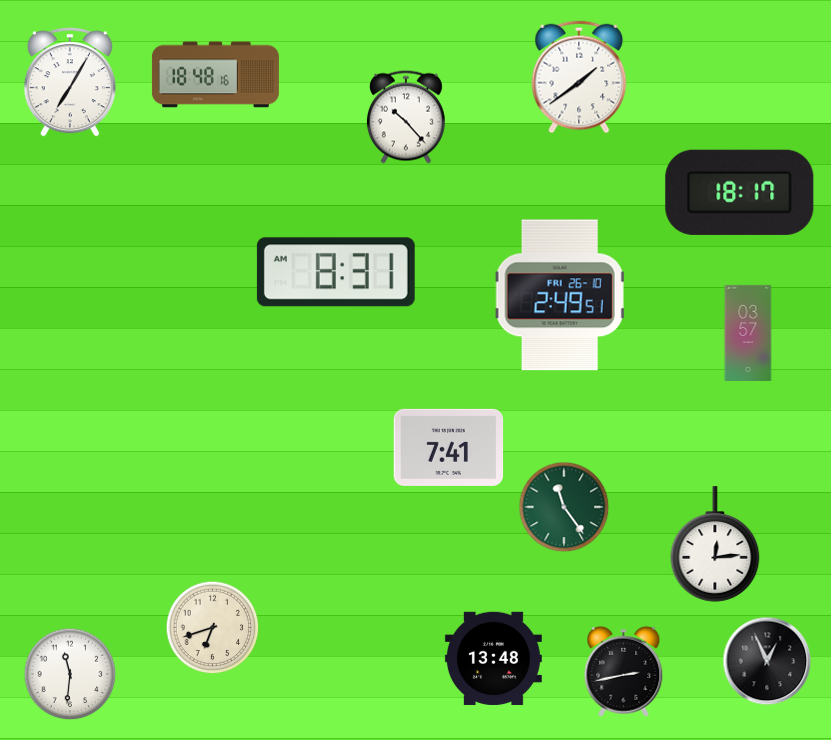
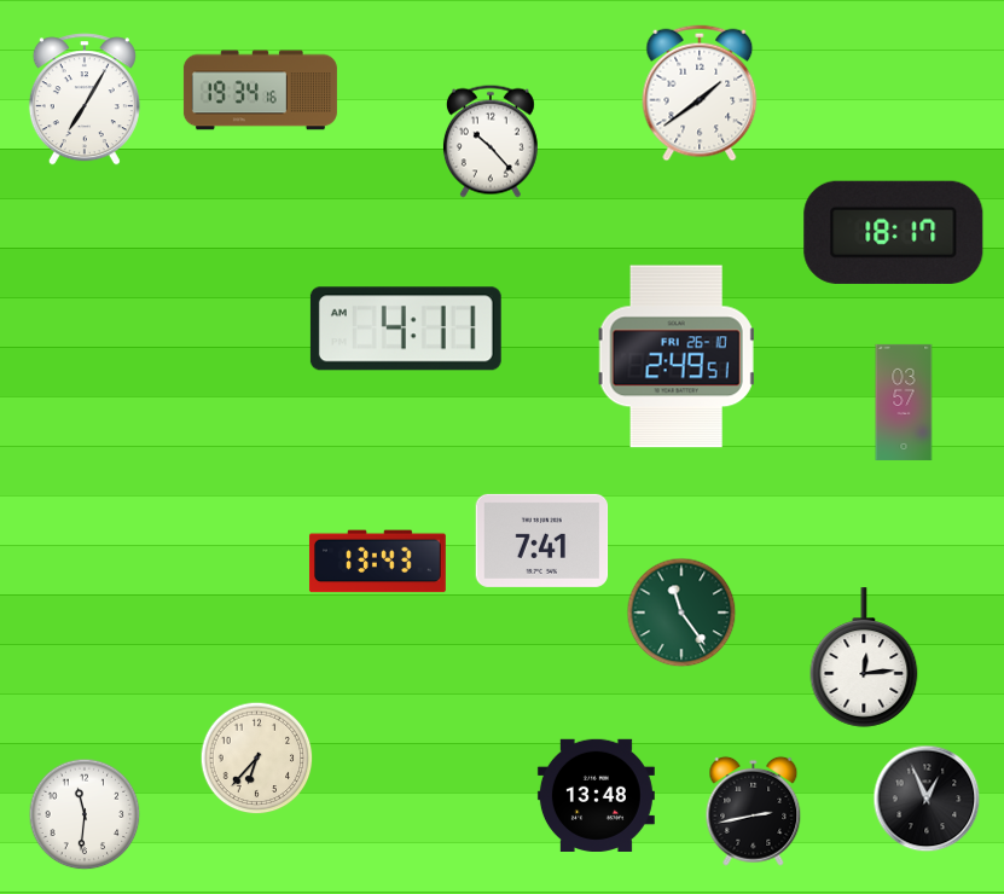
clock at (215, 75): 18:48 -> 19:34
clock at (336, 272): 8:31 -> 4:11
clock at (377, 562): none -> 13:43
clock at (213, 628): 6:42 -> 6:37
